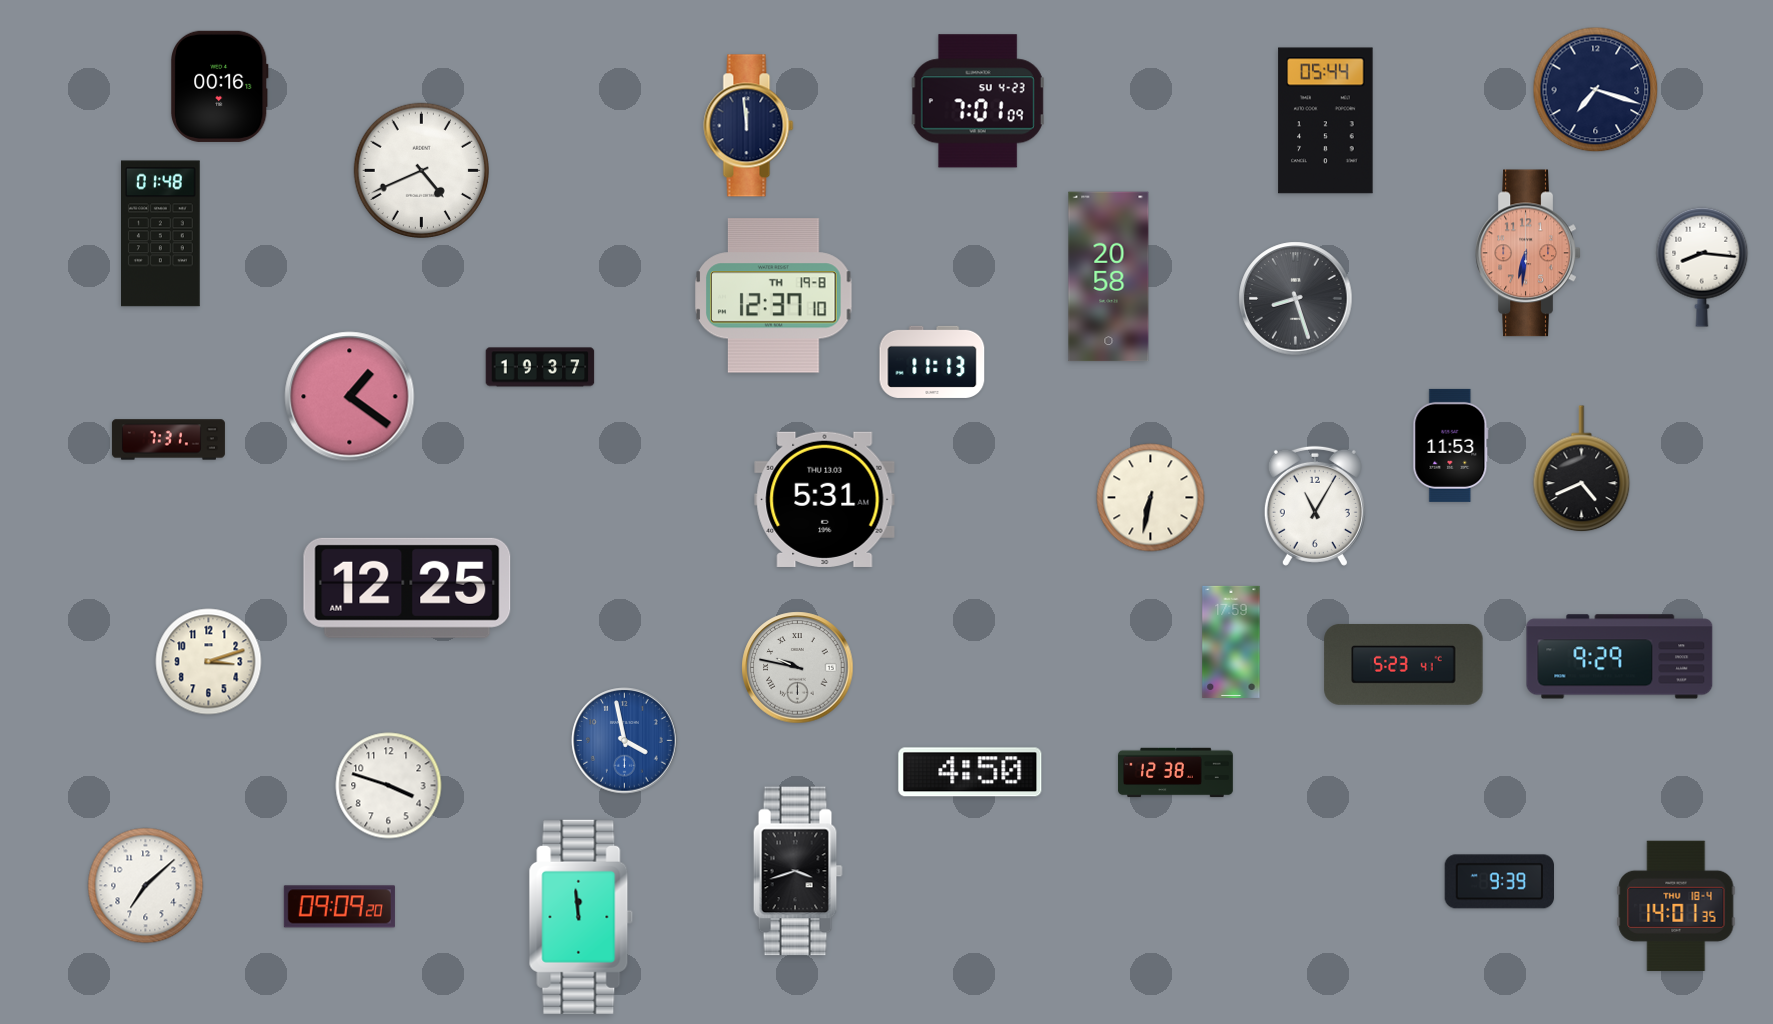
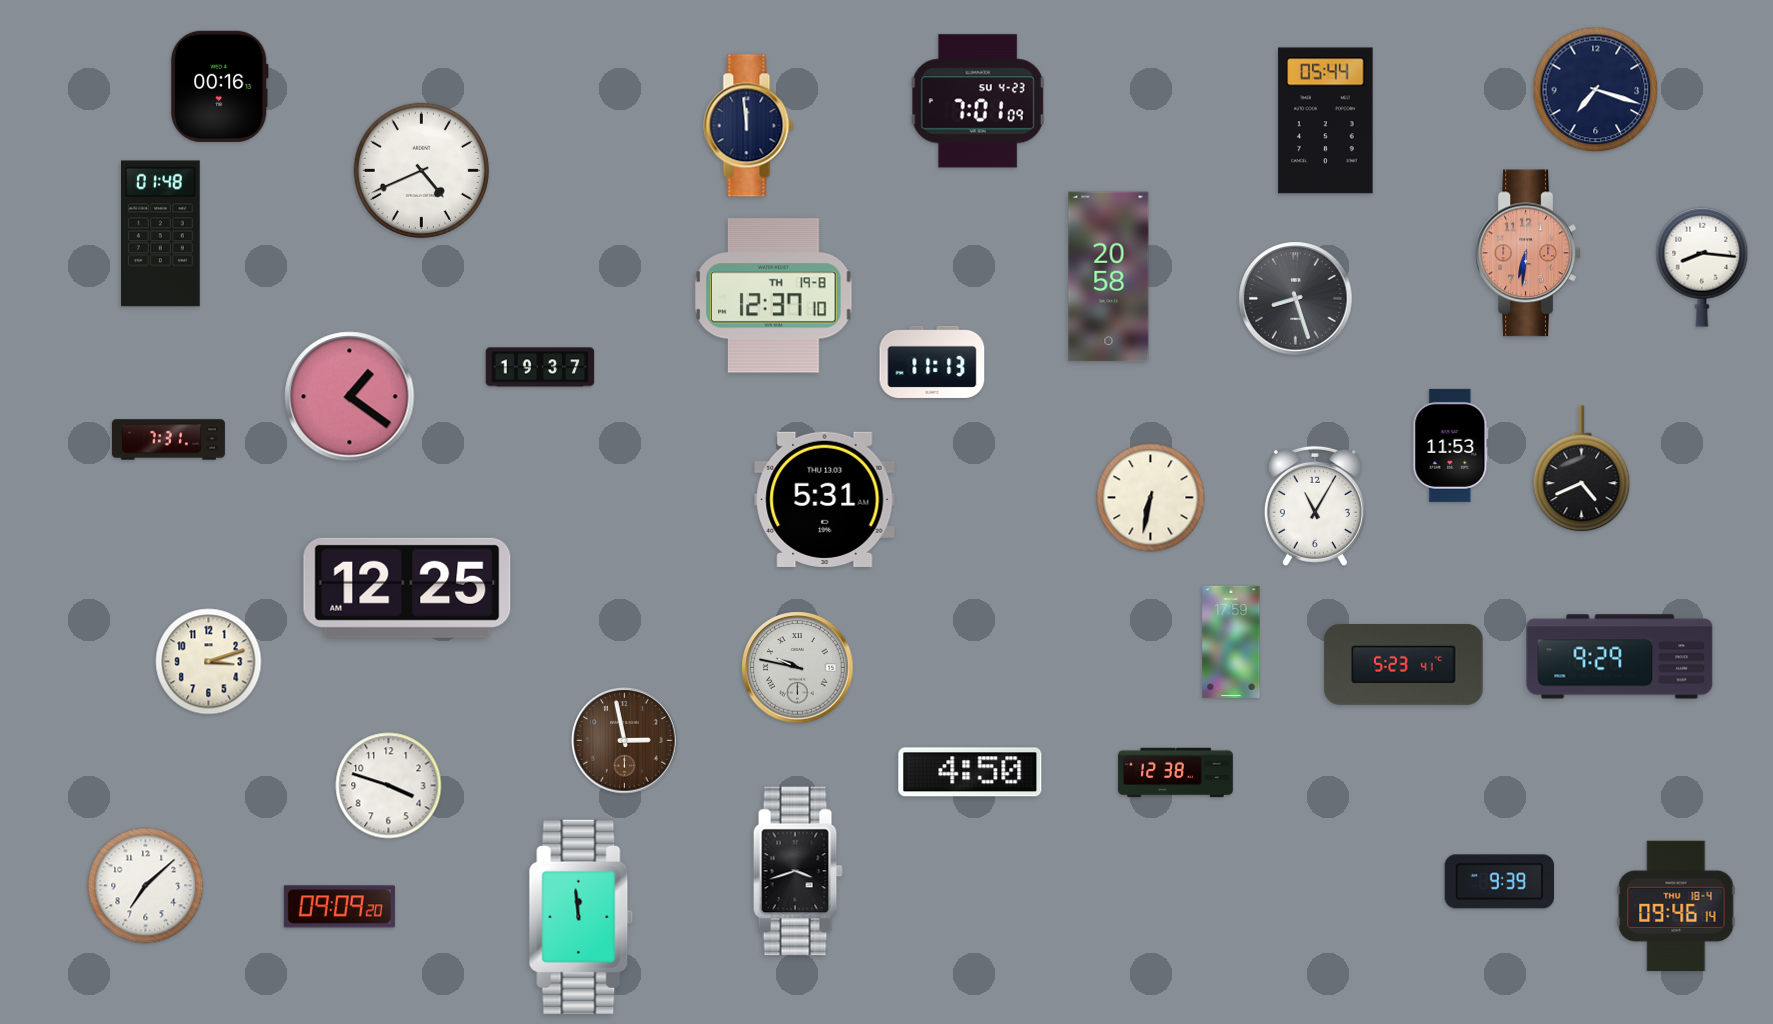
clock at (625, 741): 3:58 -> 2:58
clock at (625, 741) dial: blue -> brown
clock at (1676, 906): 14:01 -> 09:46
